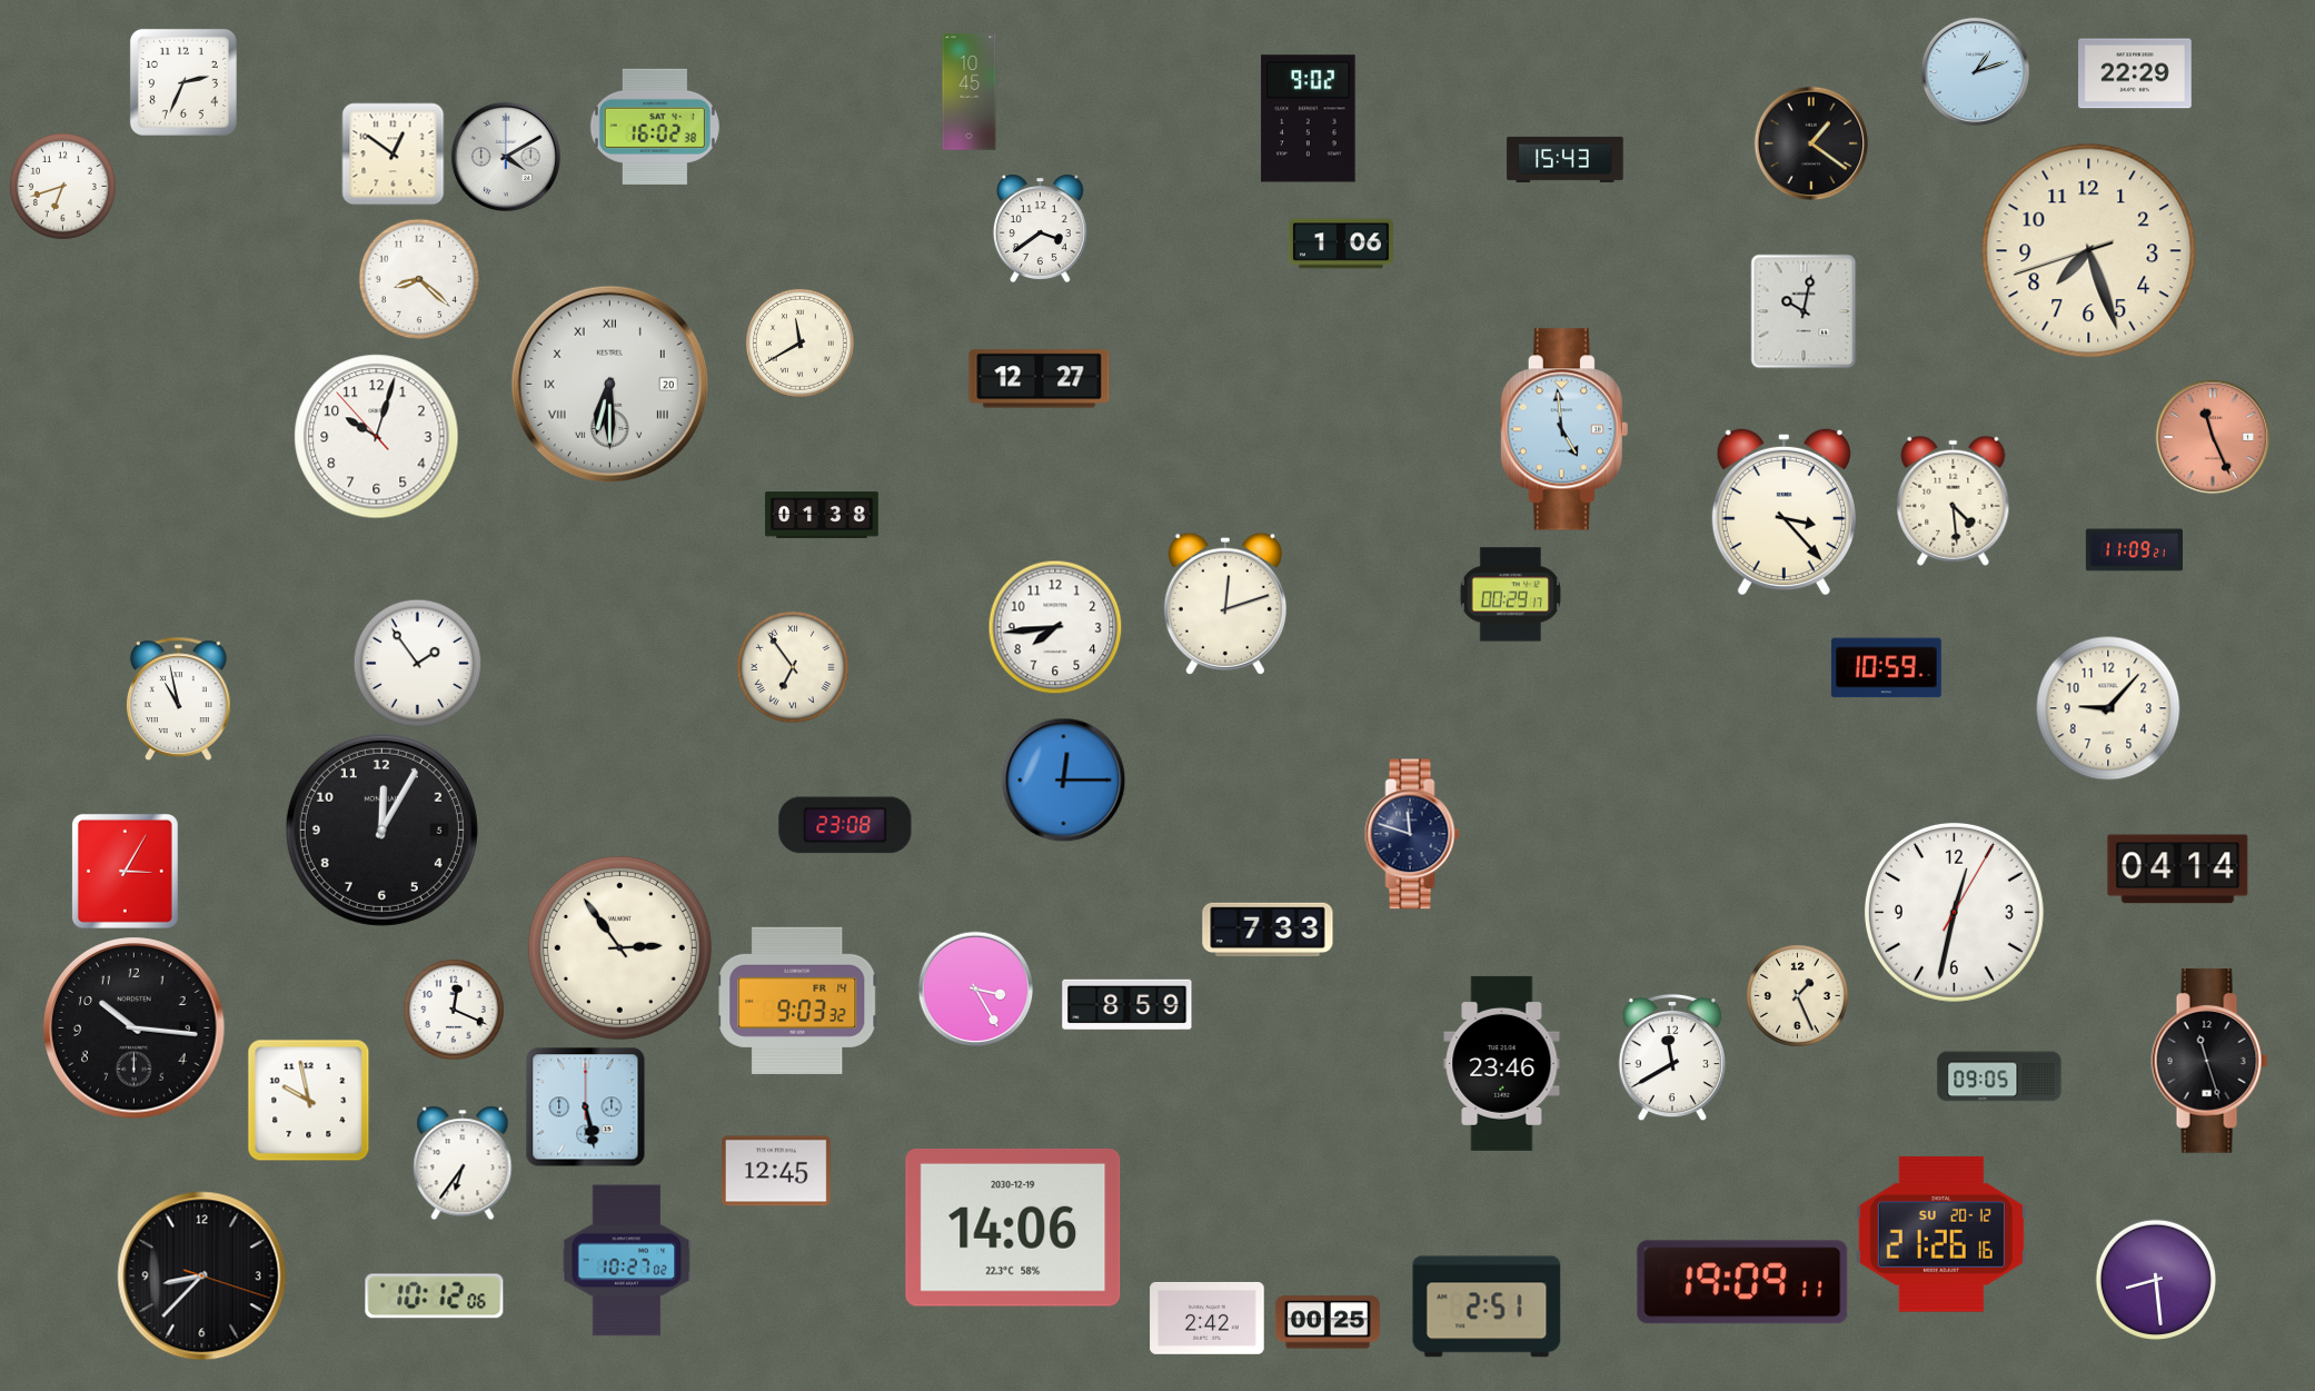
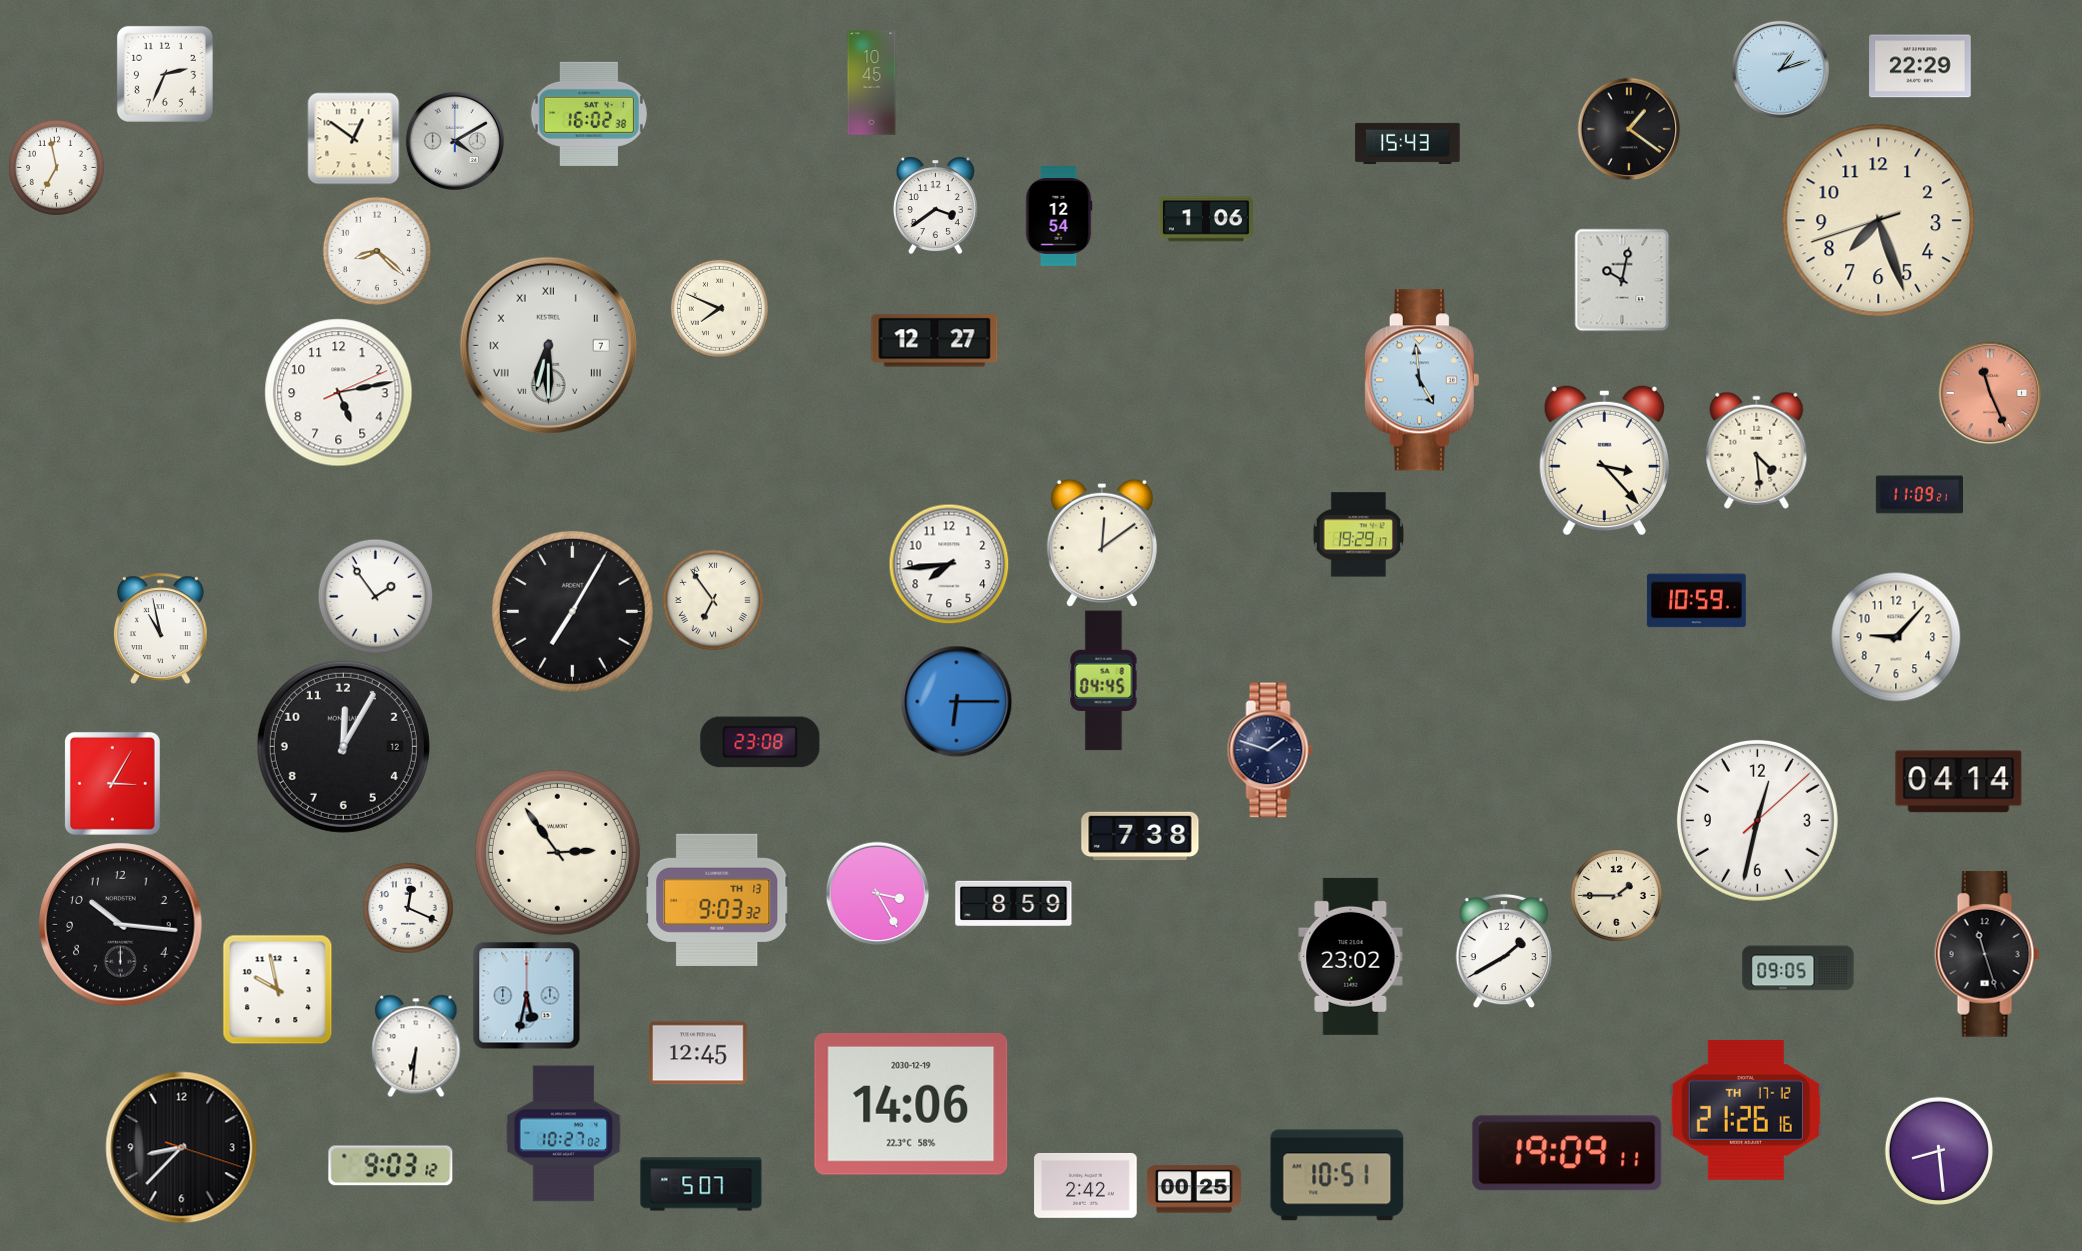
clock at (1975, 71) position: (1975, 71) -> (1780, 69)
clock at (1309, 119): 9:02 -> none
clock at (62, 186): 6:42 -> 6:58
clock at (1059, 216): none -> 12:54
clock at (2089, 251) position: (2089, 251) -> (1879, 221)
clock at (799, 342): 11:40 -> 7:49
clock at (609, 384) date: 20 -> 7
clock at (1564, 429) position: (1564, 429) -> (1422, 380)
clock at (377, 437): 10:02 -> 5:13
clock at (822, 515): 01:38 -> none
clock at (1510, 595): 00:29 -> 19:29
clock at (1225, 604): 12:12 -> 12:09
clock at (572, 611): none -> 7:05
clock at (1104, 681): none -> 04:45
clock at (1063, 779): 12:15 -> 6:15
clock at (381, 829) date: 5 -> 12
clock at (1412, 834): 11:48 -> 1:48
clock at (1954, 912): 12:32:05 -> 12:32:08
clock at (1268, 930): 7:33 -> 7:38
clock at (975, 988) position: (975, 988) -> (877, 893)
clock at (1797, 995): 1:26 -> 1:45
clock at (797, 1001) date: FR 14 -> TH 13
clock at (1672, 1057): 11:40 -> 1:40
clock at (1502, 1063): 23:46 -> 23:02
clock at (585, 1106): 5:28 -> 5:32
clock at (463, 1163): 6:36 -> 6:31
clock at (1941, 1234) date: SU 20-12 -> TH 17-12
clock at (435, 1296): 10:12 -> 9:03
clock at (1487, 1306): 2:51 -> 10:51
clock at (701, 1184): none -> 5:07
